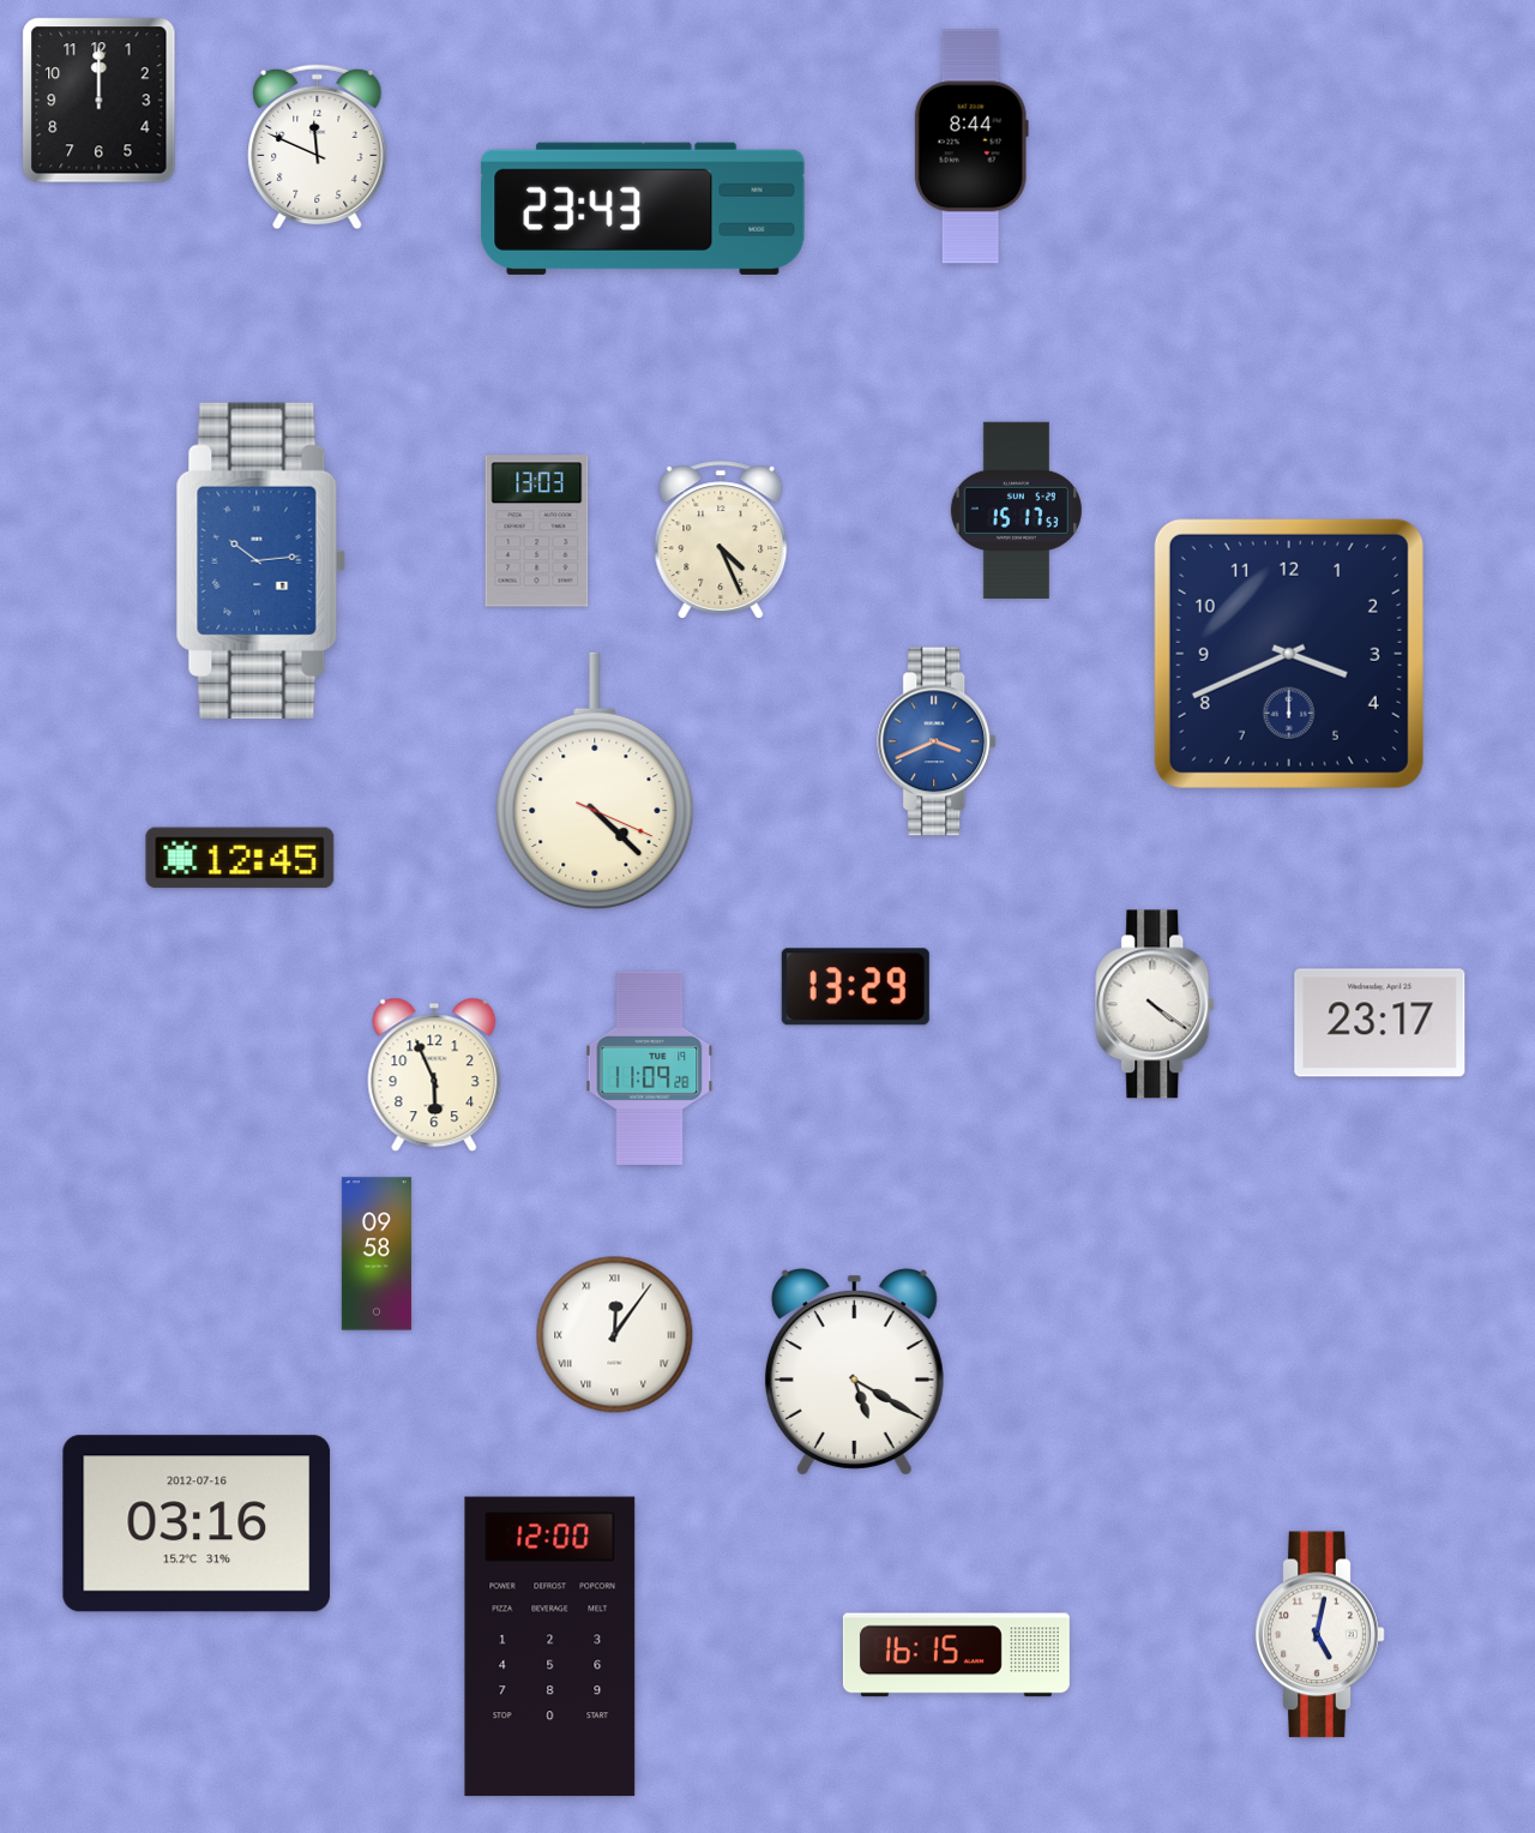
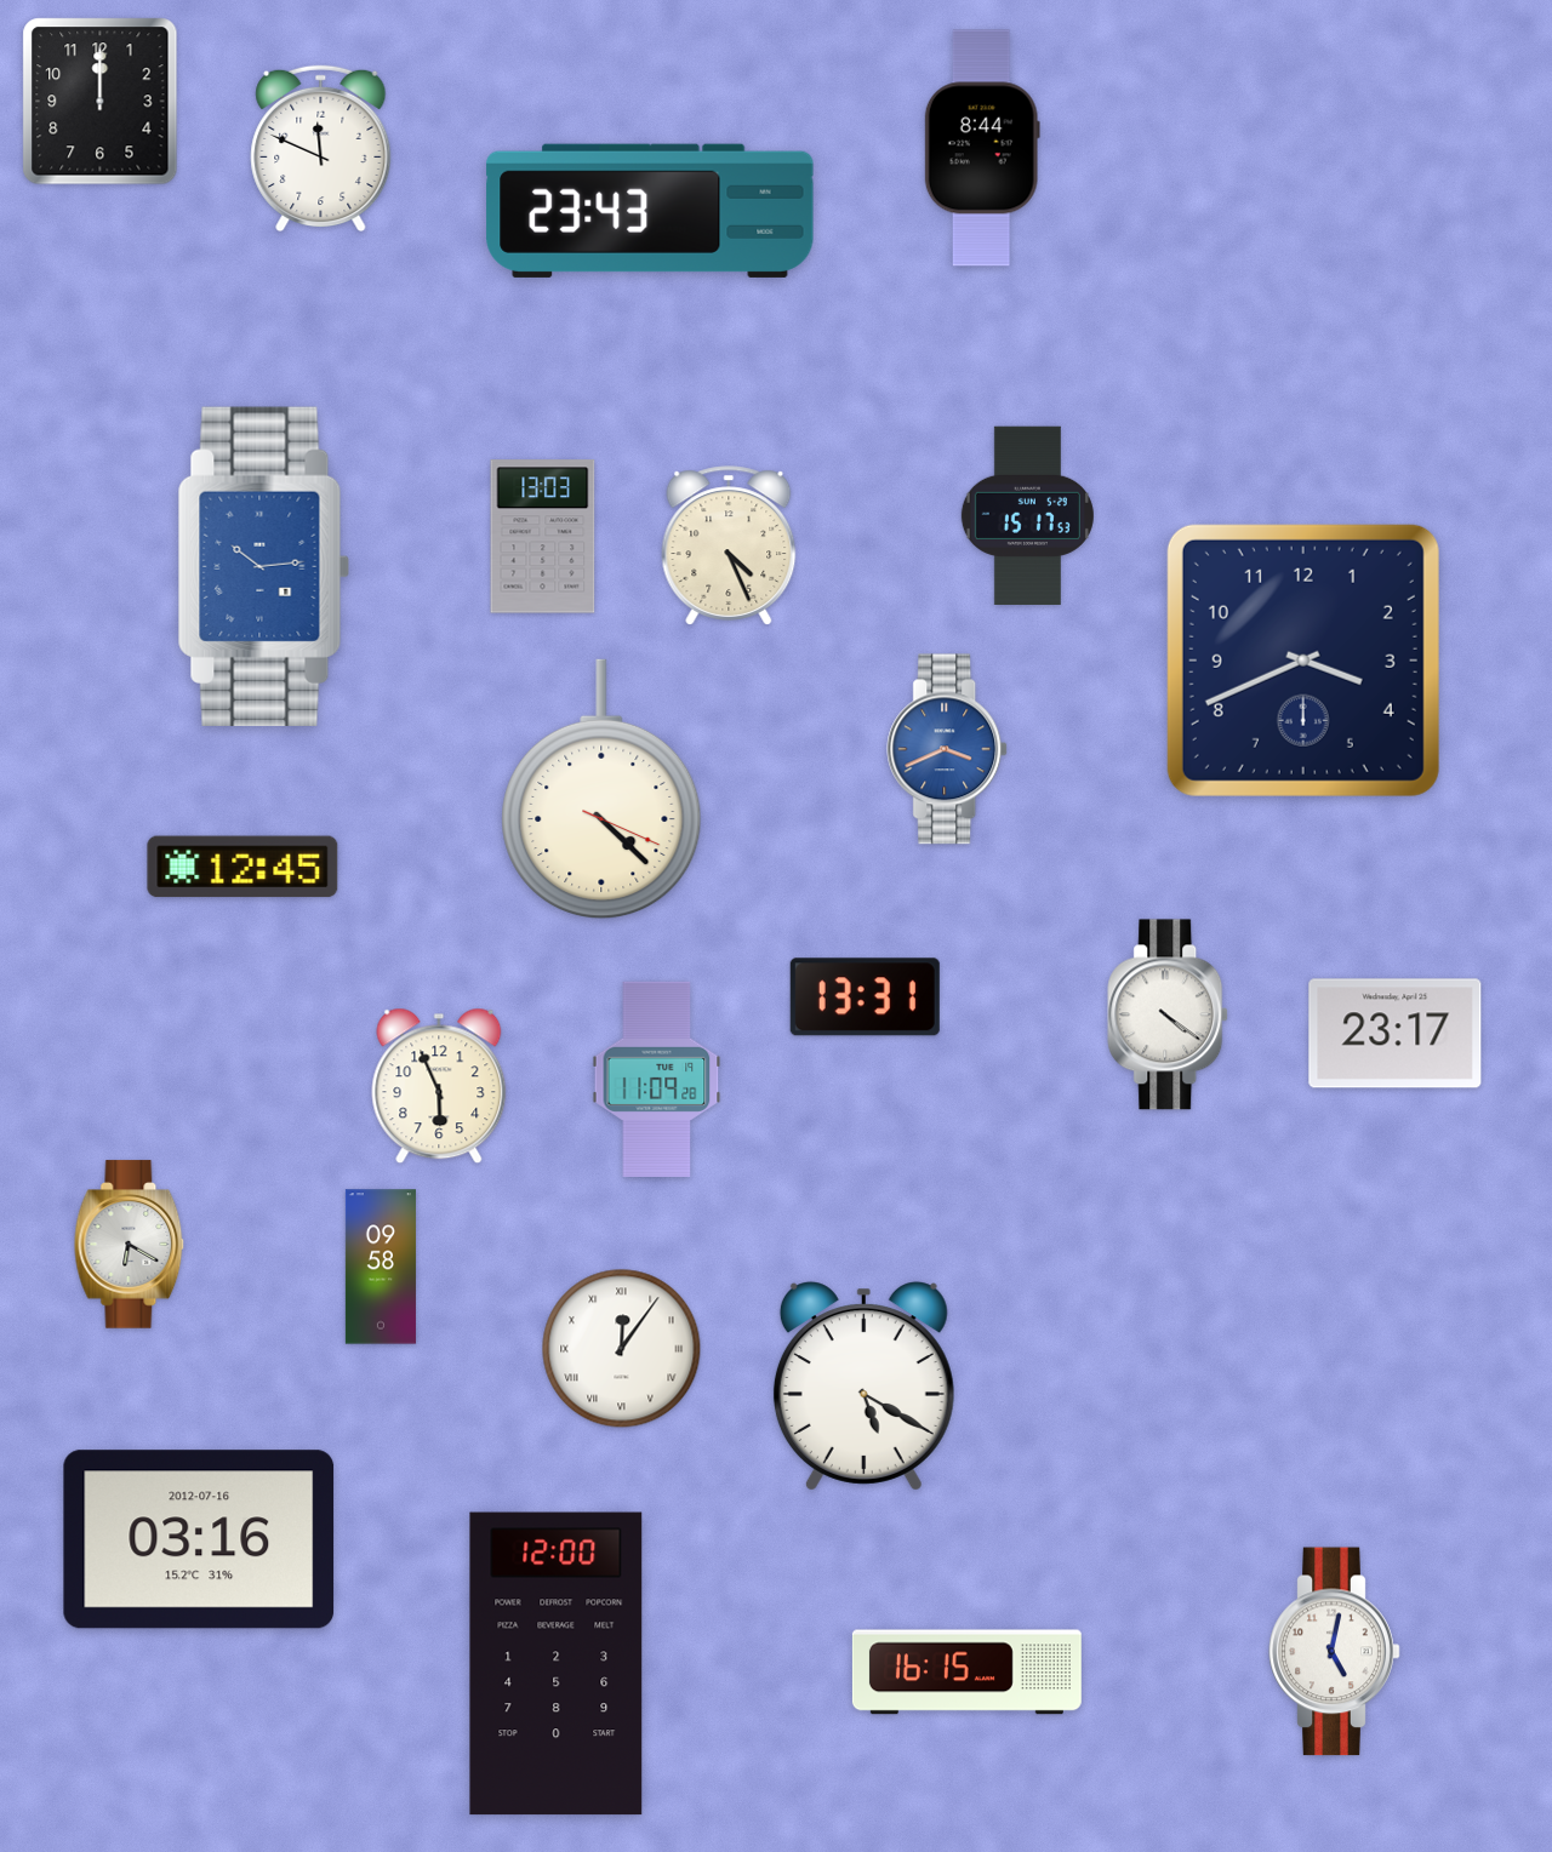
clock at (855, 987): 13:29 -> 13:31
clock at (130, 1245): none -> 6:20
